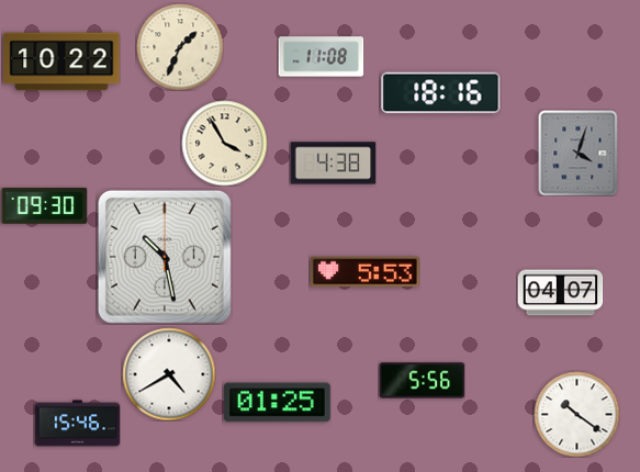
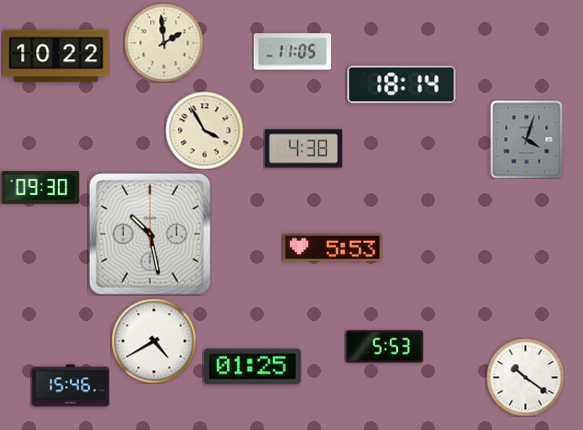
clock at (180, 47): 1:34 -> 1:59
clock at (321, 57): 11:08 -> 11:05
clock at (441, 93): 18:16 -> 18:14
clock at (560, 293): 04:07 -> none
clock at (422, 381): 5:56 -> 5:53
